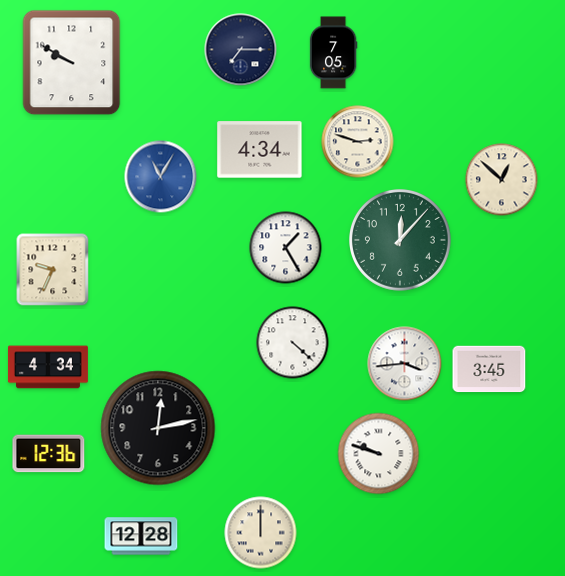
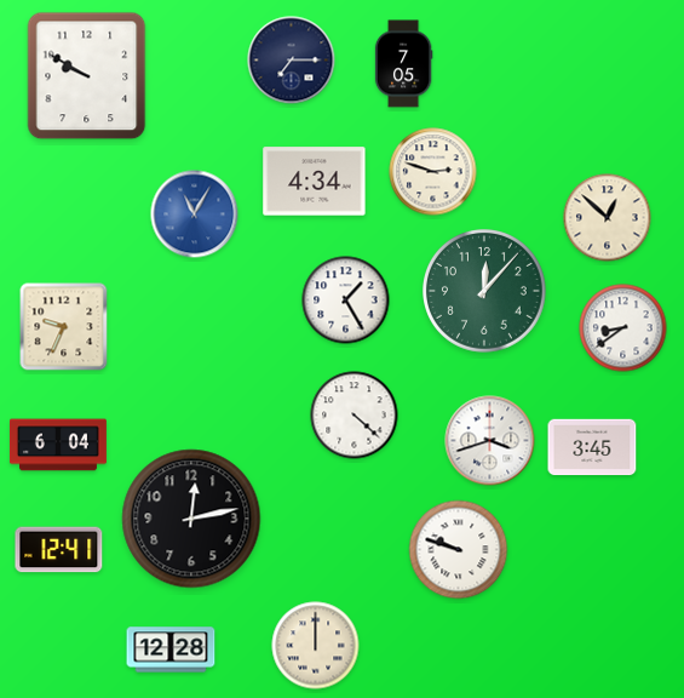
clock at (623, 328): none -> 8:39
clock at (405, 364): 3:44 -> 3:42
clock at (48, 367): 4:34 -> 6:04
clock at (49, 454): 12:36 -> 12:41
